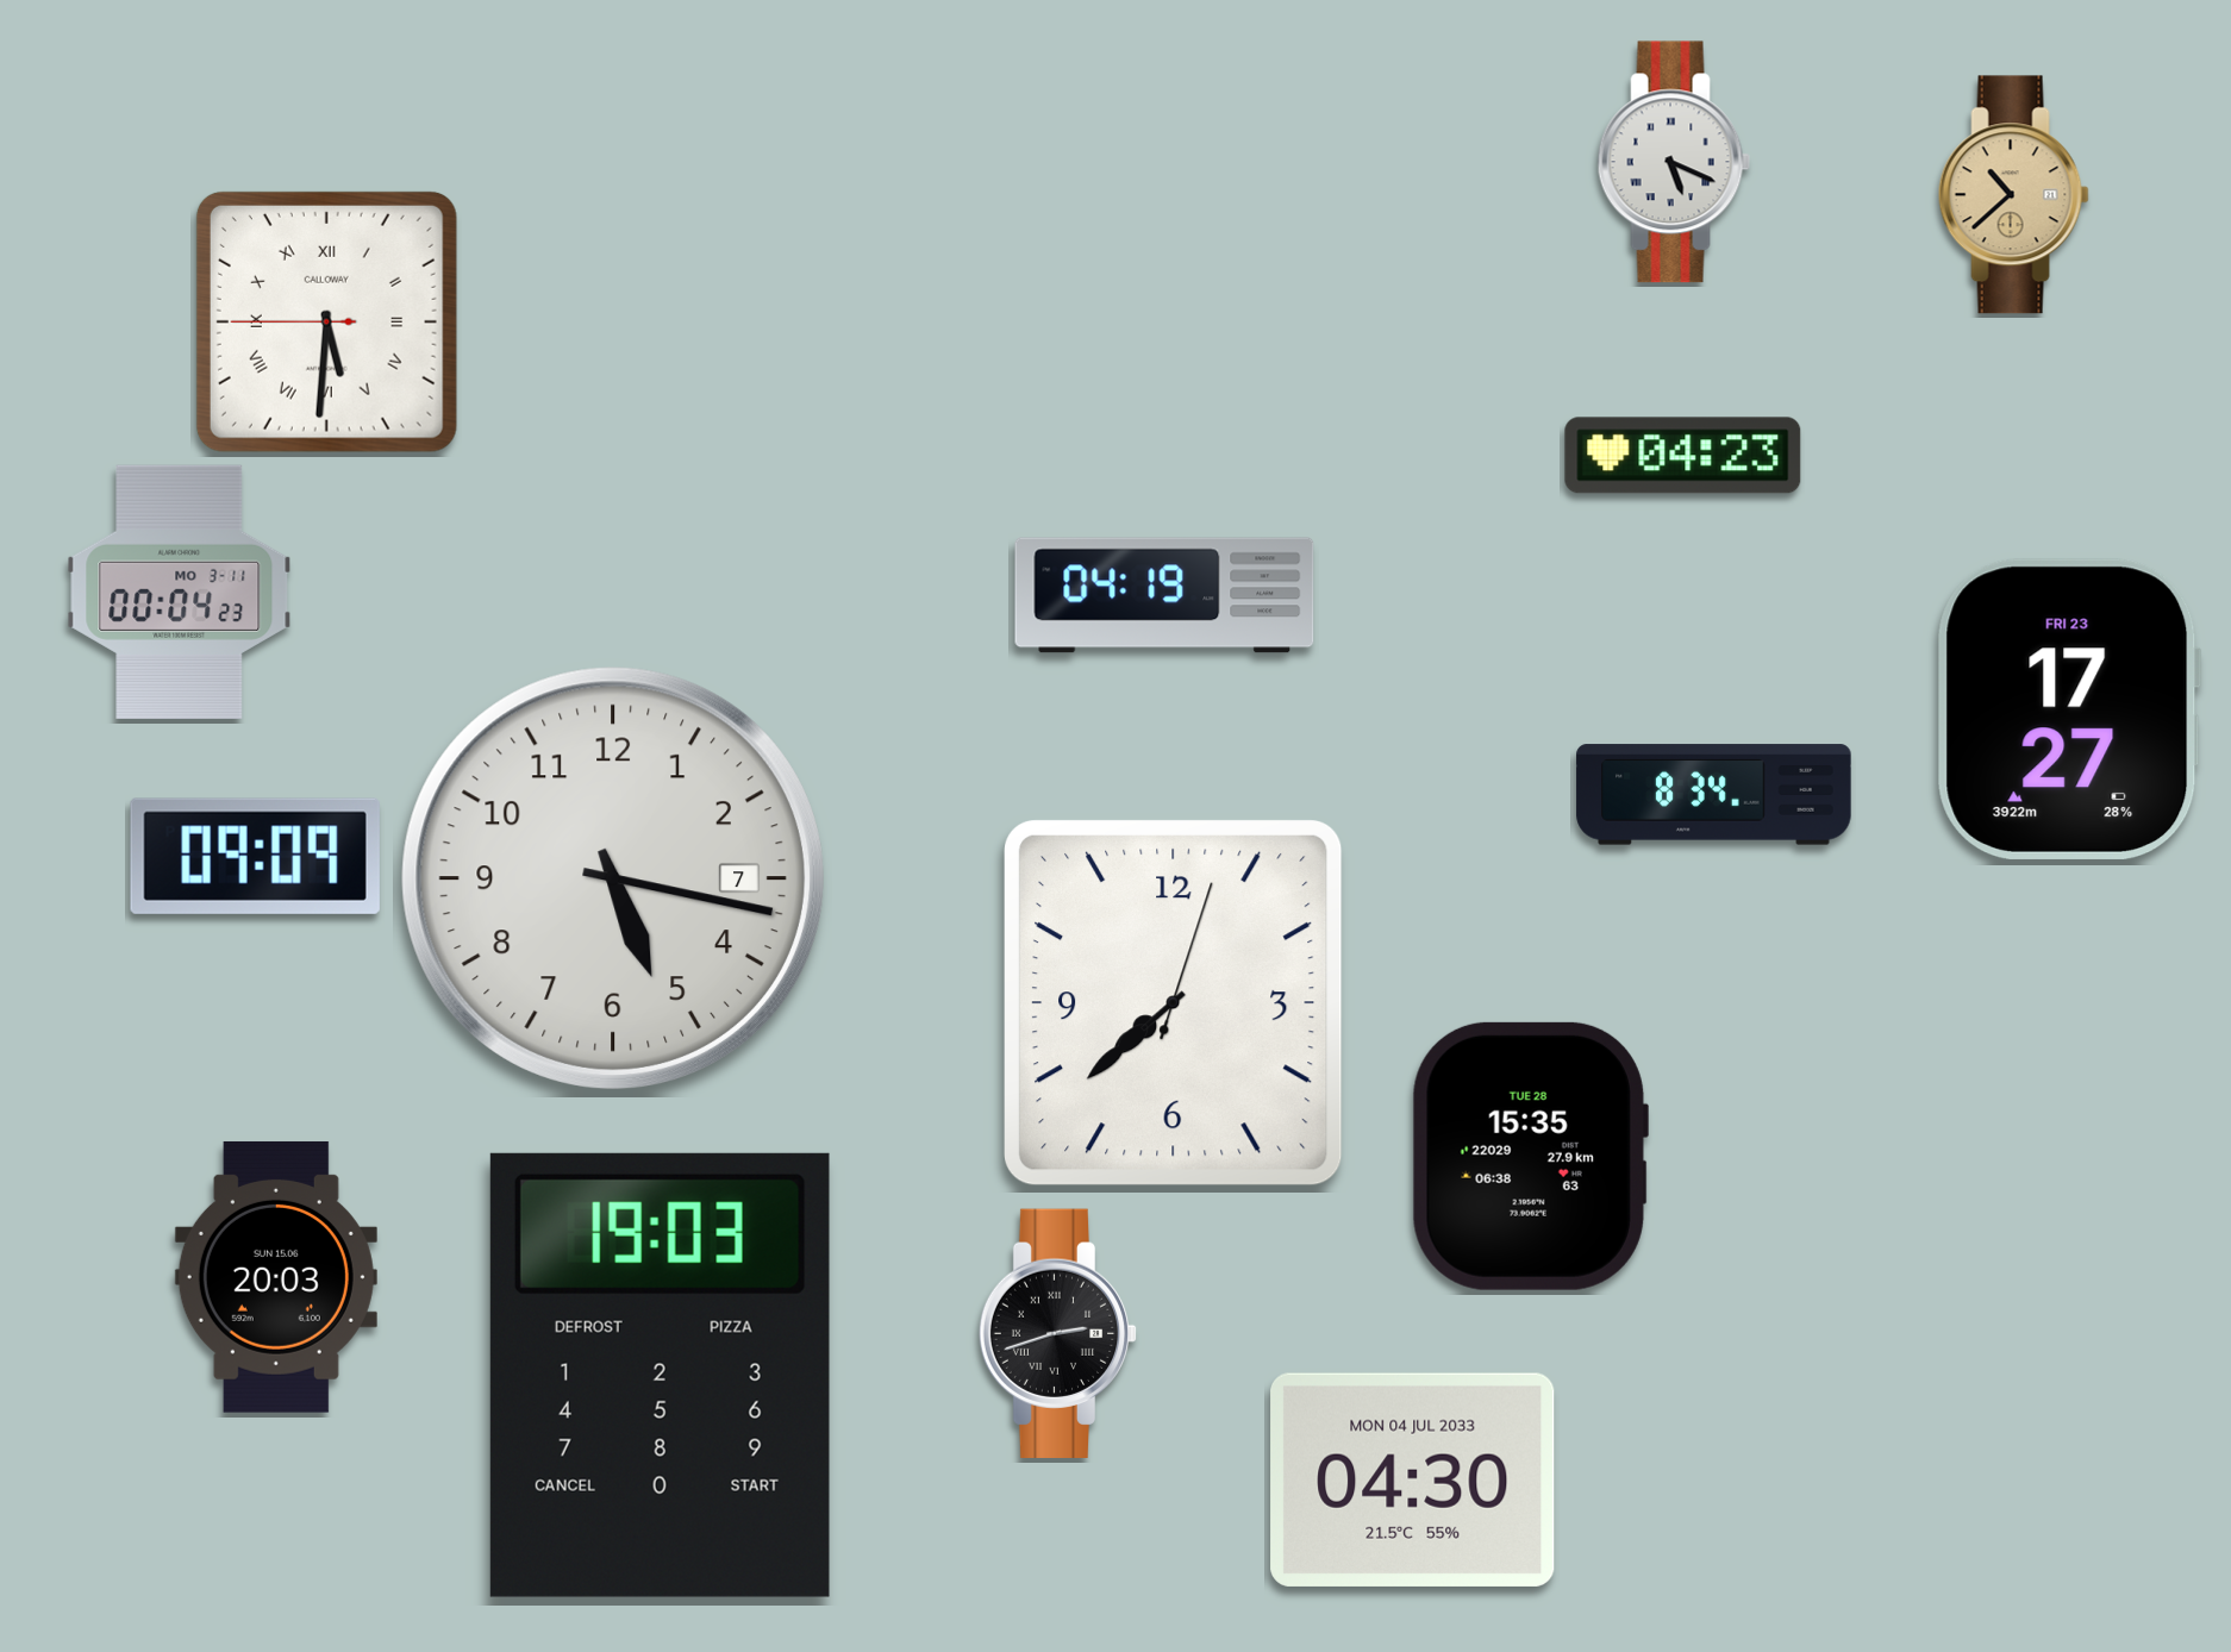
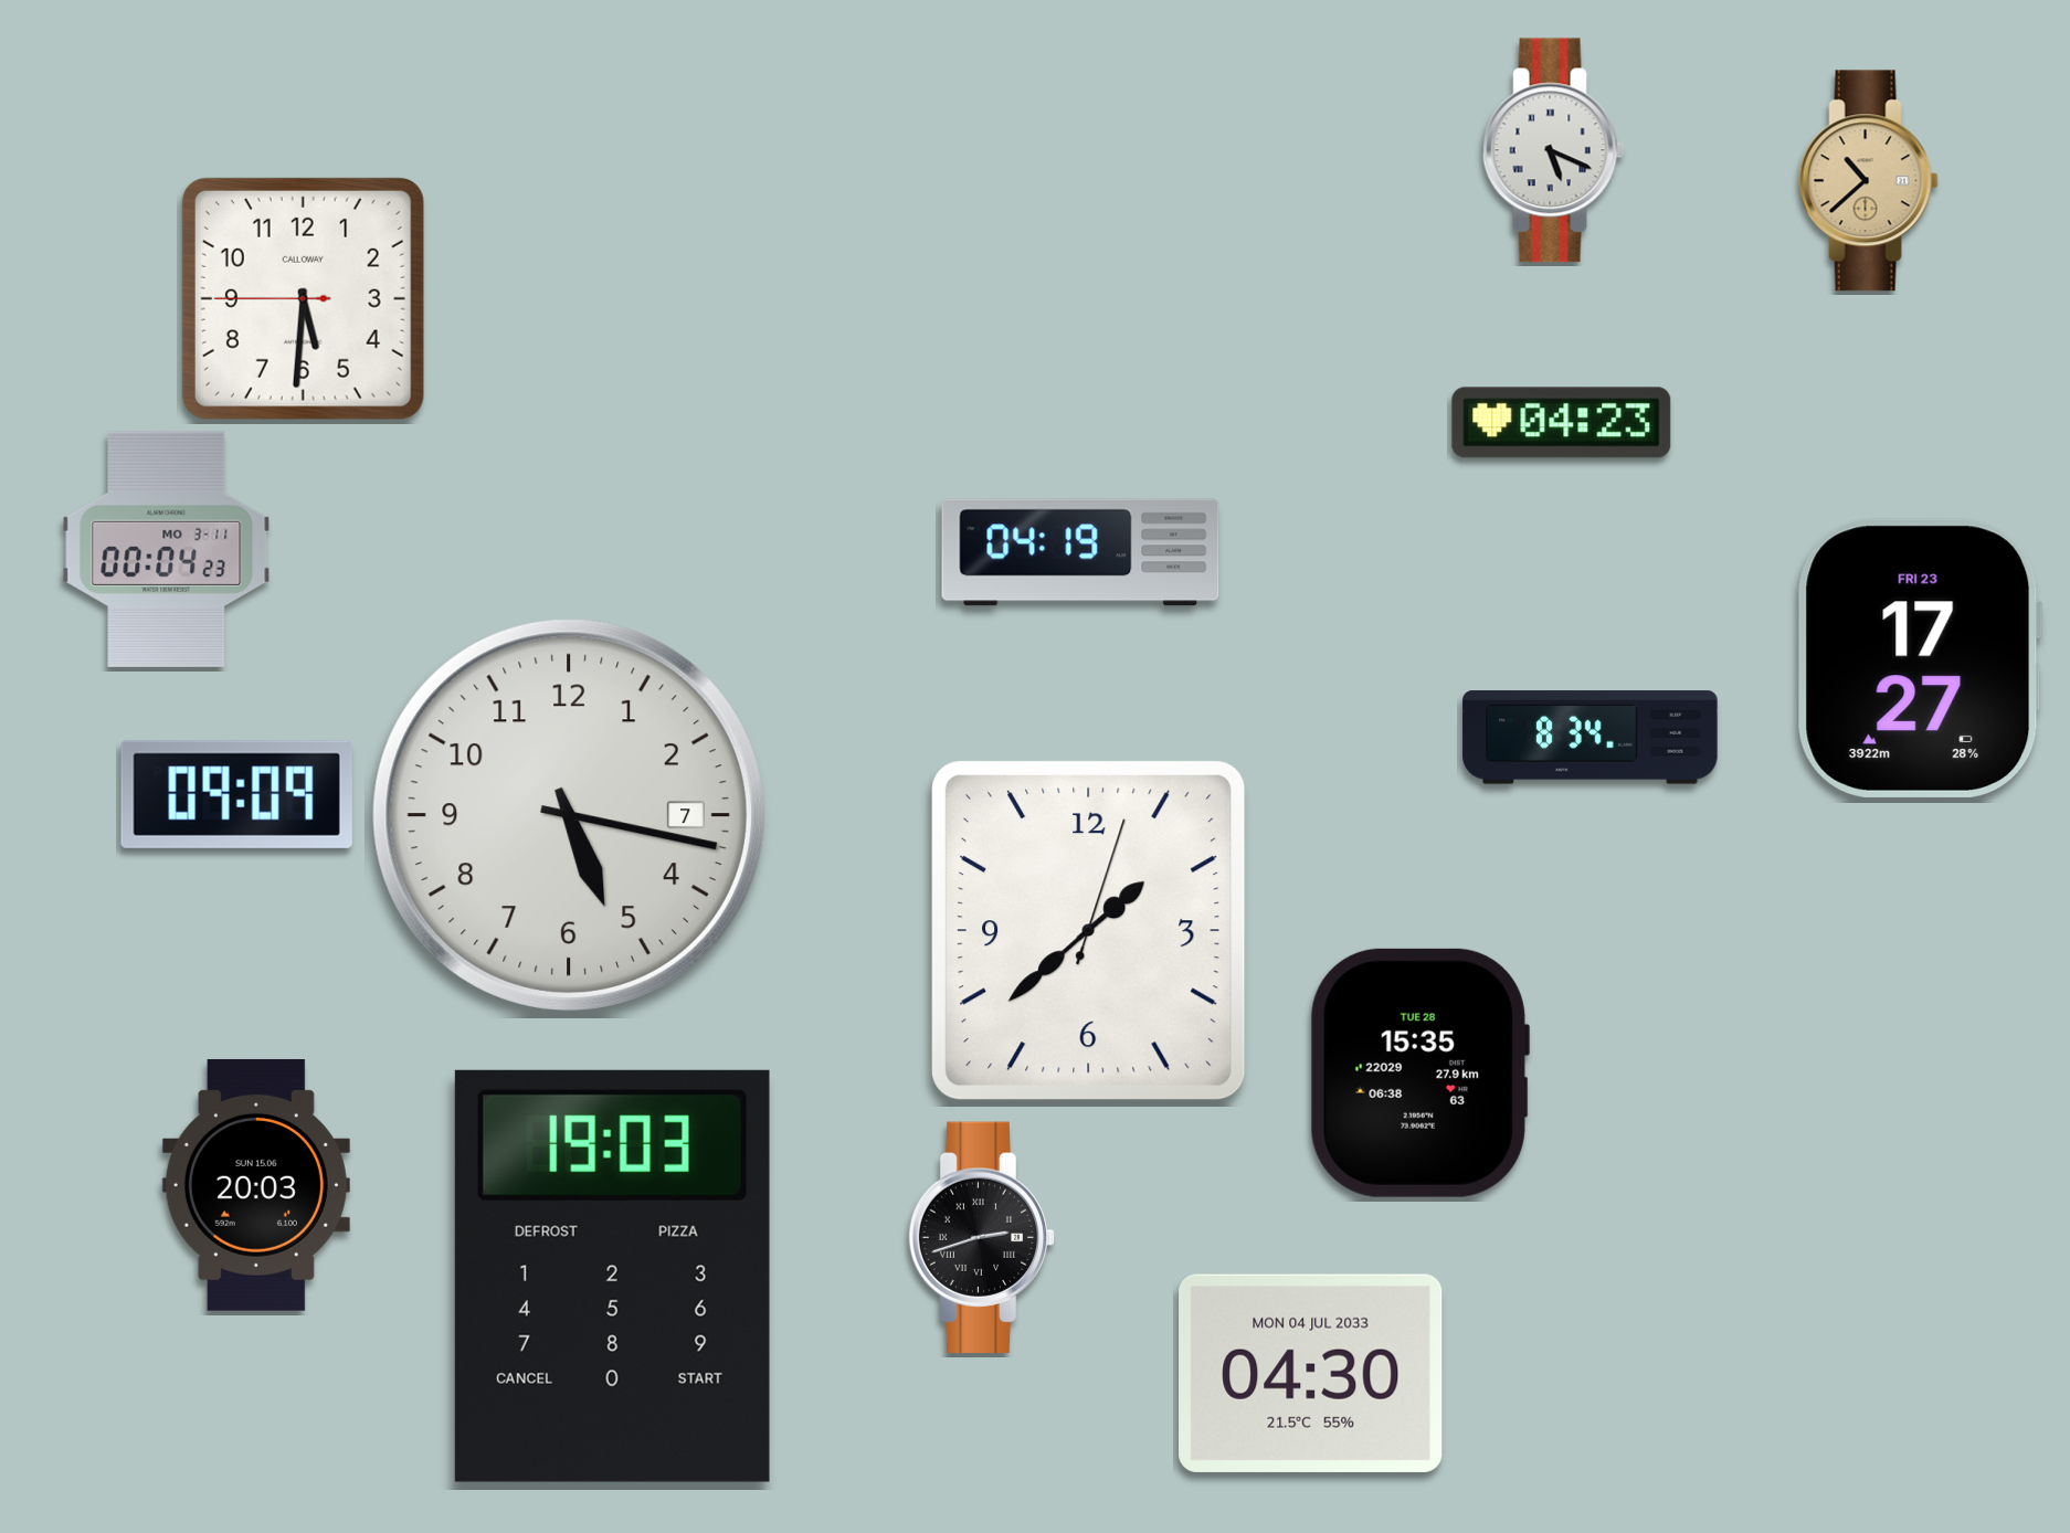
clock at (326, 321) numerals: Roman -> Arabic
clock at (1174, 1003): 7:38 -> 1:38
